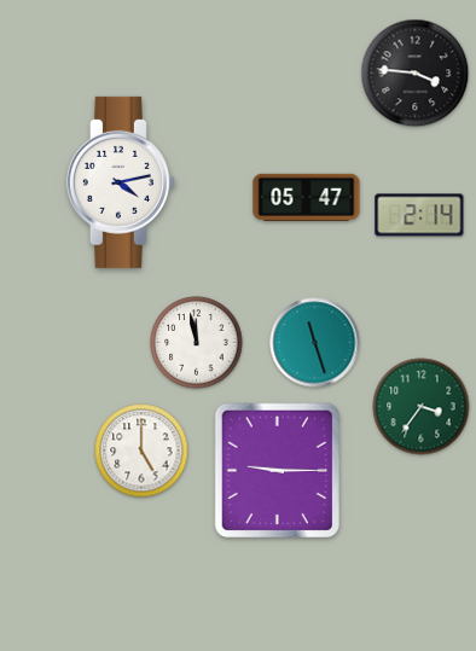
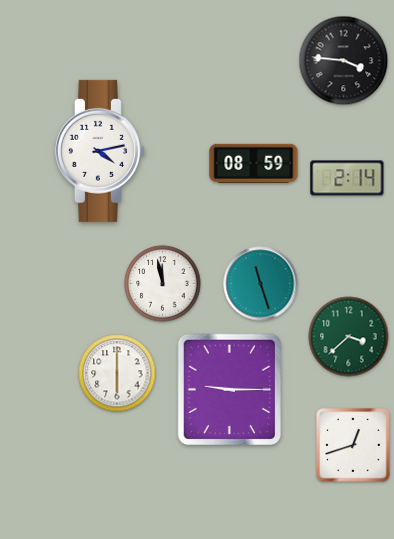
clock at (307, 197): 05:47 -> 08:59
clock at (422, 407): 3:36 -> 3:38
clock at (141, 451): 5:00 -> 6:00
clock at (353, 445): none -> 12:42
